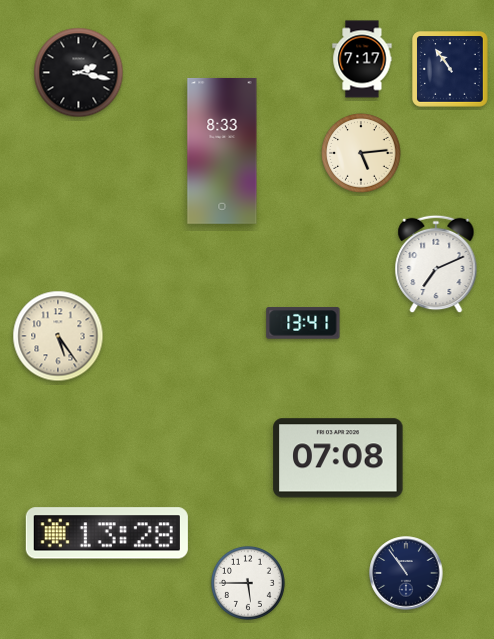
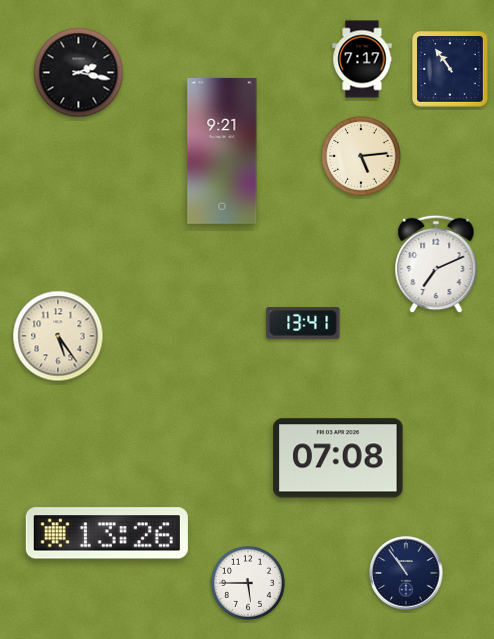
clock at (222, 151): 8:33 -> 9:21
clock at (361, 153) position: (361, 153) -> (361, 156)
clock at (107, 533): 13:28 -> 13:26
